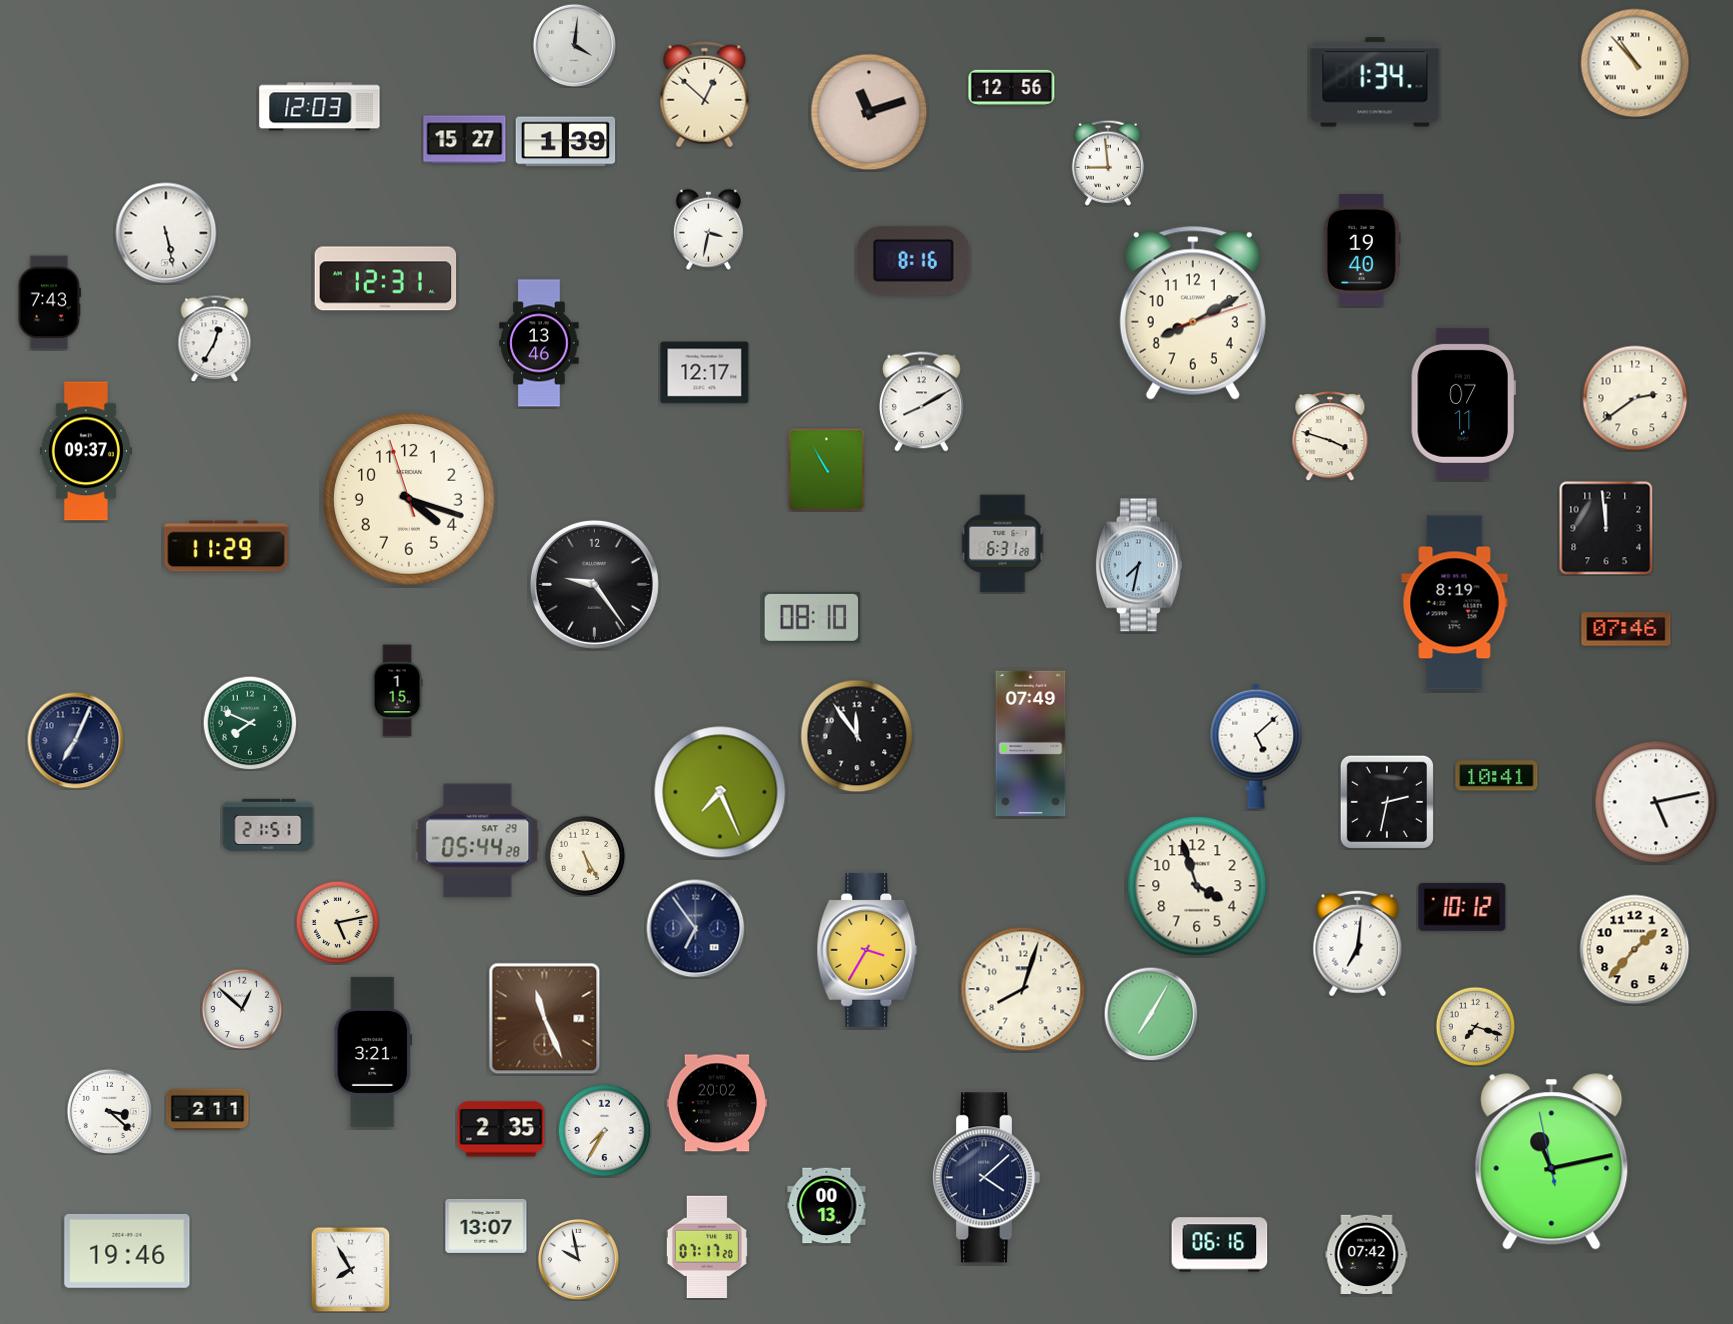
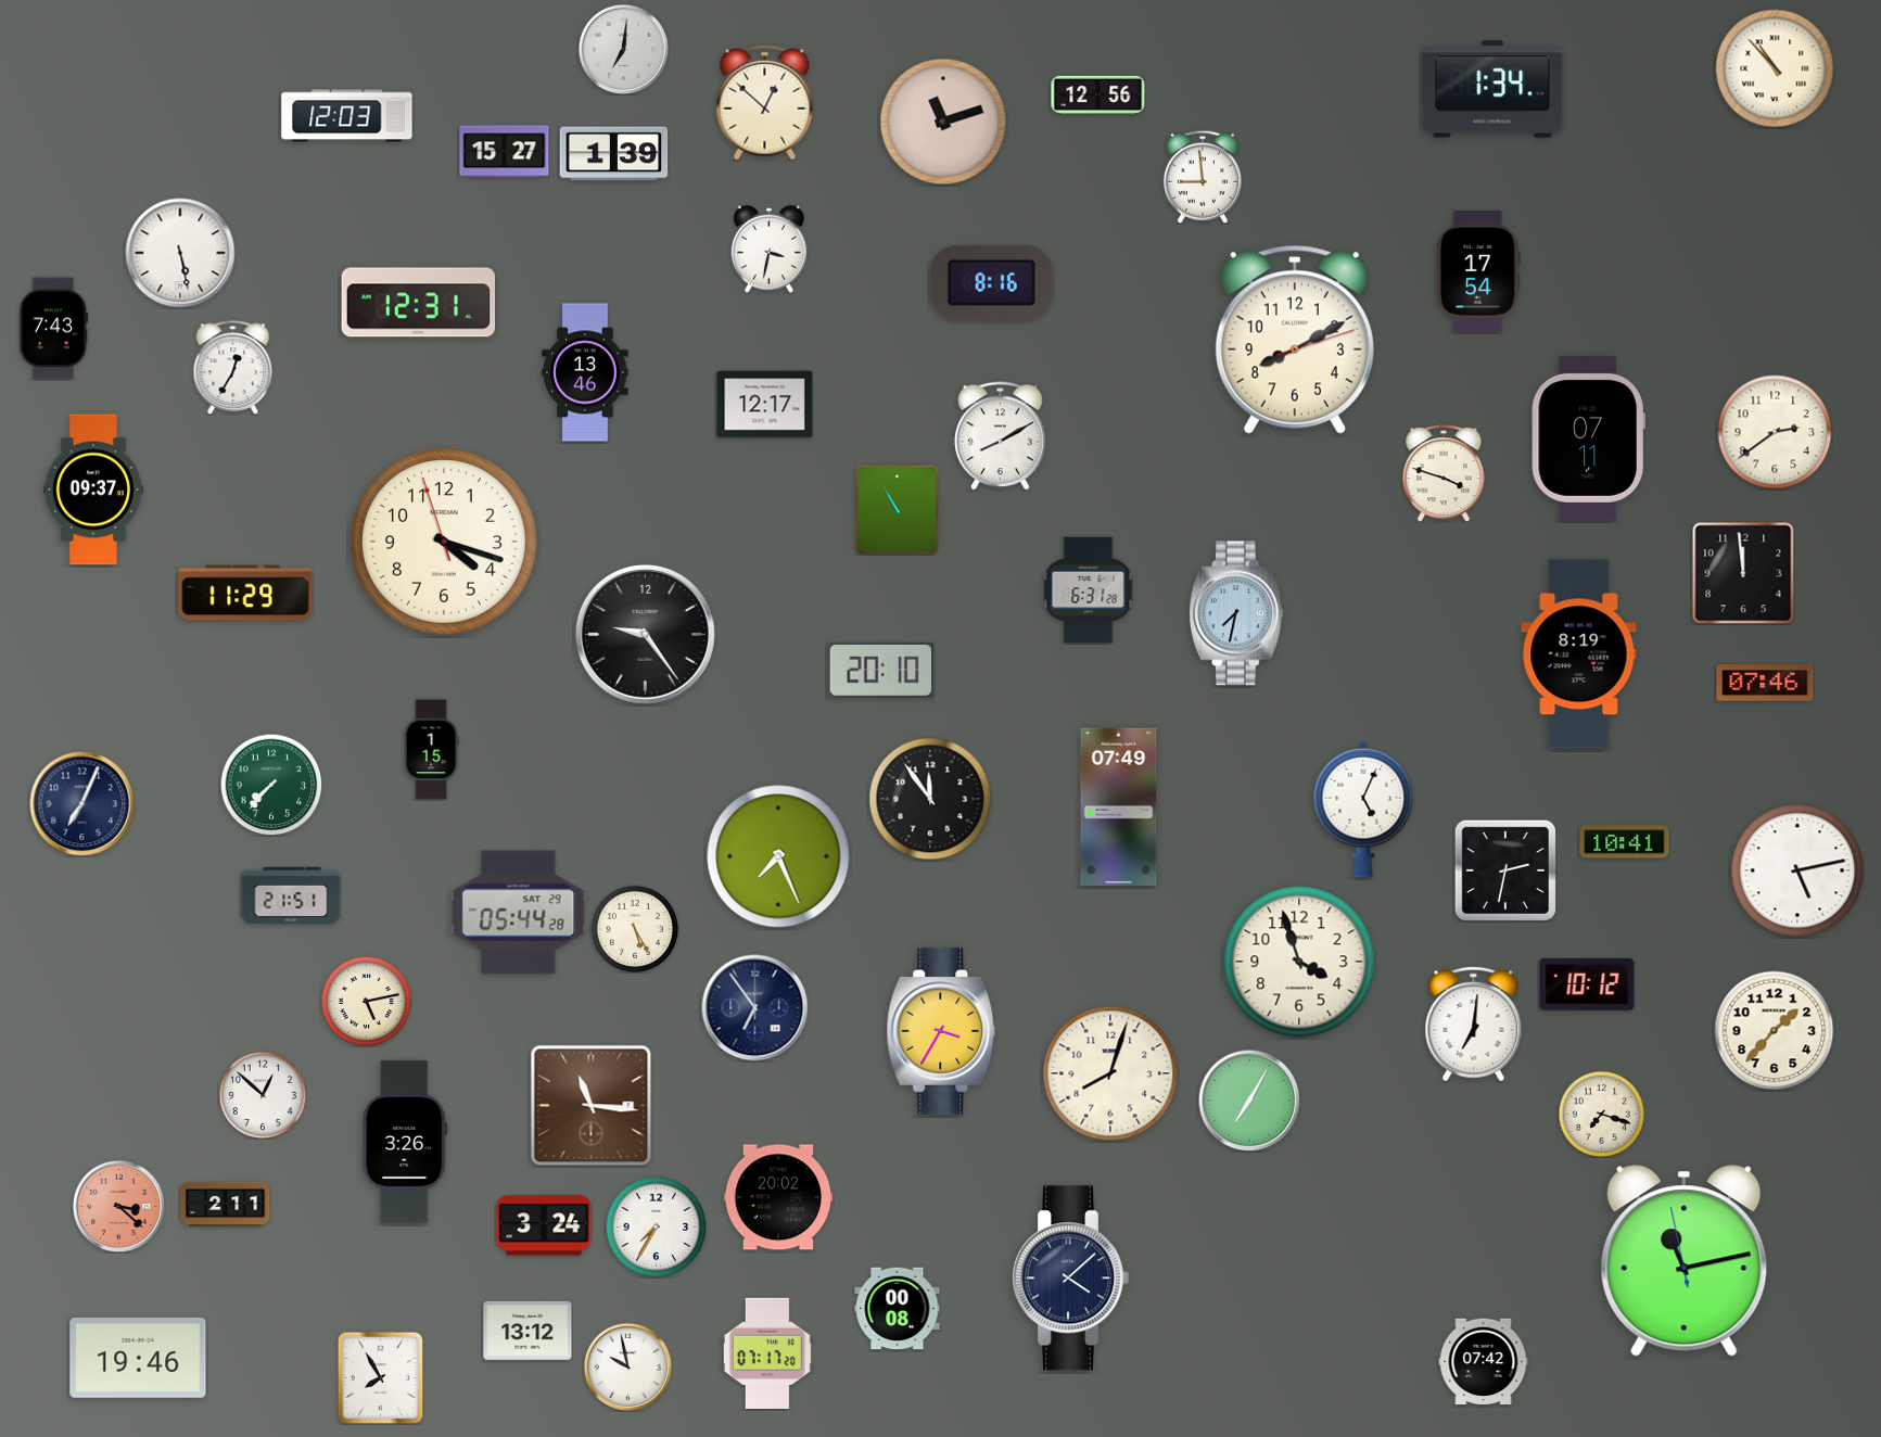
clock at (574, 45): 4:01 -> 7:01
clock at (1362, 251): 19:40 -> 17:54
clock at (812, 617): 08:10 -> 20:10
clock at (250, 723): 7:49 -> 7:37
clock at (1256, 746): 5:08 -> 5:04
clock at (720, 792) position: (720, 792) -> (778, 856)
clock at (545, 1019): 11:26 -> 11:16
clock at (373, 1052): 3:21 -> 3:26
clock at (109, 1111) dial: white -> salmon
clock at (501, 1129): 2:35 -> 3:24
clock at (827, 1206): 00:13 -> 00:08
clock at (486, 1226): 13:07 -> 13:12
clock at (1220, 1245): 06:16 -> none
